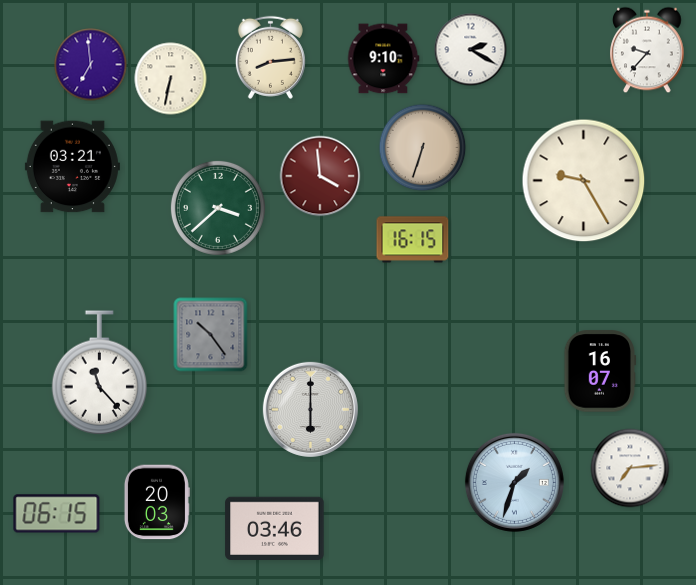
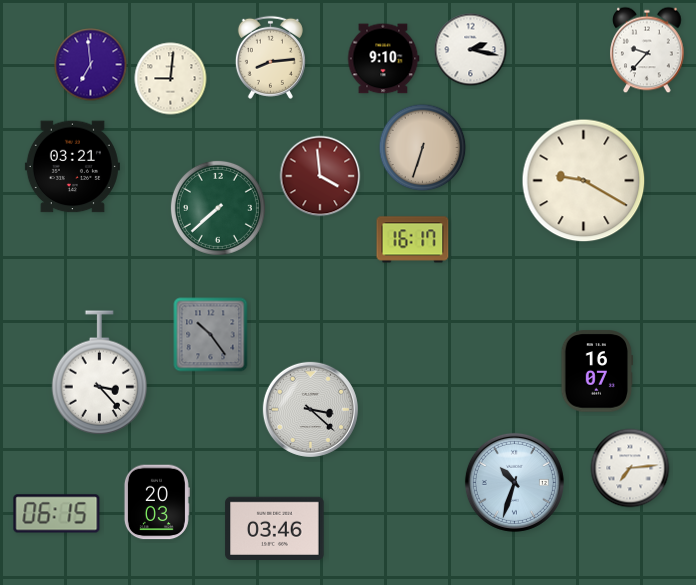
clock at (471, 50): 2:20 -> 2:17
clock at (171, 79): 6:32 -> 9:01
clock at (584, 181): 9:25 -> 9:20
clock at (218, 208): 3:38 -> 7:38
clock at (413, 240): 16:15 -> 16:17
clock at (600, 371) position: (600, 371) -> (597, 371)
clock at (100, 373): 11:23 -> 3:23
clock at (310, 409): 6:00 -> 3:22
clock at (514, 482): 1:33 -> 10:33
